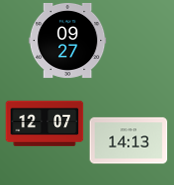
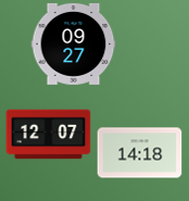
clock at (128, 141): 14:13 -> 14:18
